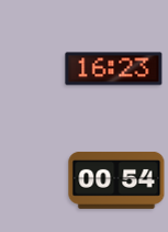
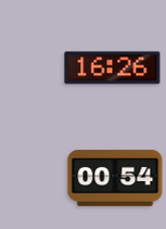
clock at (114, 69): 16:23 -> 16:26
